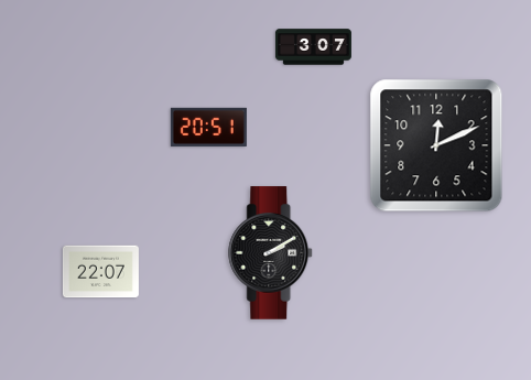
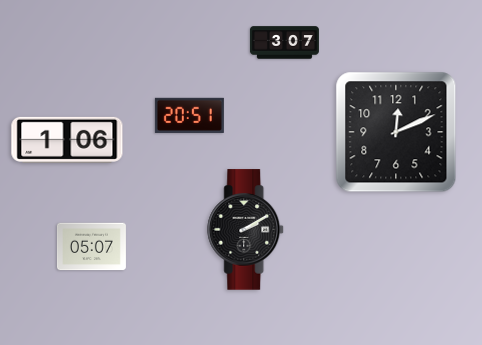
clock at (67, 140): none -> 1:06
clock at (100, 272): 22:07 -> 05:07
